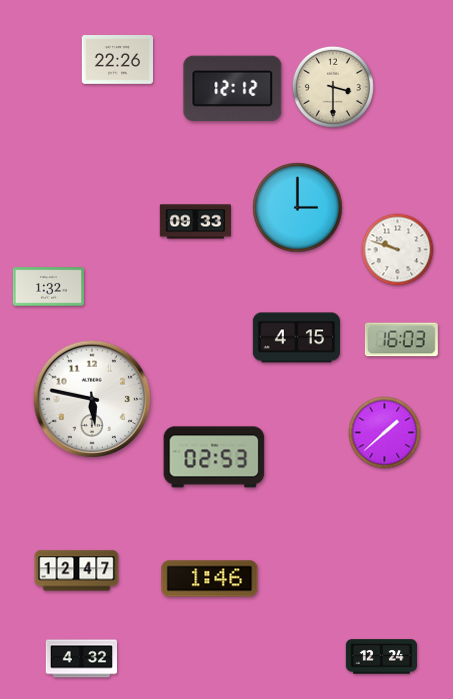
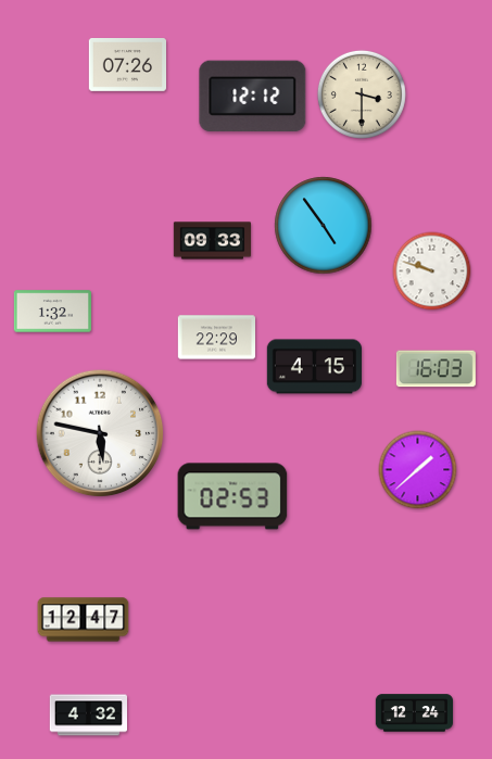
clock at (117, 60): 22:26 -> 07:26
clock at (298, 208): 3:00 -> 4:54
clock at (216, 338): none -> 22:29
clock at (296, 338) position: (296, 338) -> (314, 367)
clock at (210, 579): 1:46 -> none
